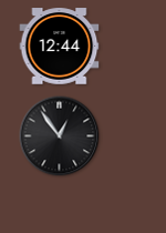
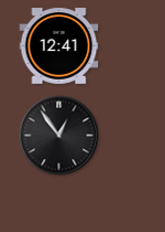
clock at (60, 47): 12:44 -> 12:41
